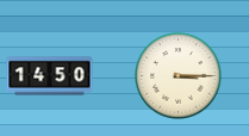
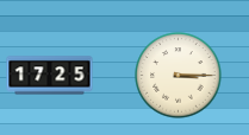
clock at (50, 76): 14:50 -> 17:25
